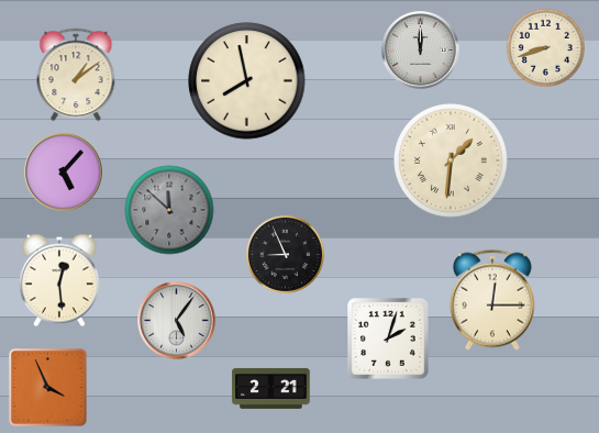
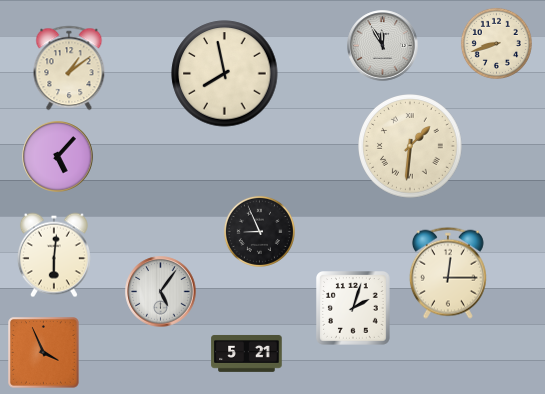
clock at (421, 51): 12:00 -> 11:55
clock at (169, 210): 11:52 -> none
clock at (59, 280): 12:29 -> 6:01
clock at (271, 388): 2:21 -> 5:21
